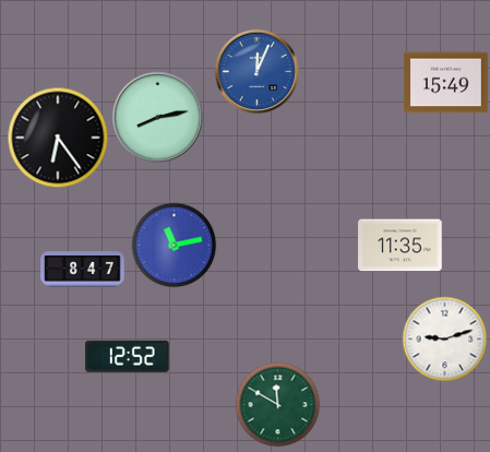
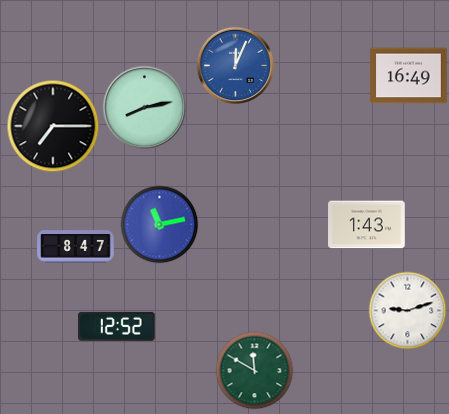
clock at (446, 83): 15:49 -> 16:49
clock at (58, 138): 6:24 -> 7:15
clock at (401, 246): 11:35 -> 1:43
